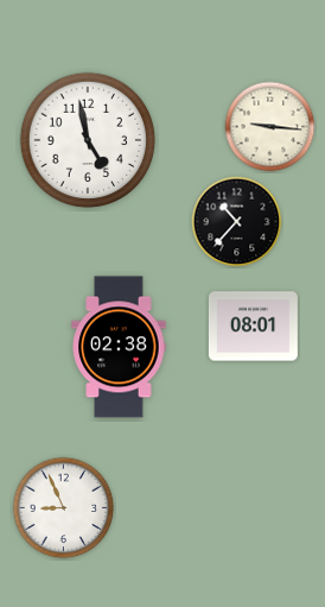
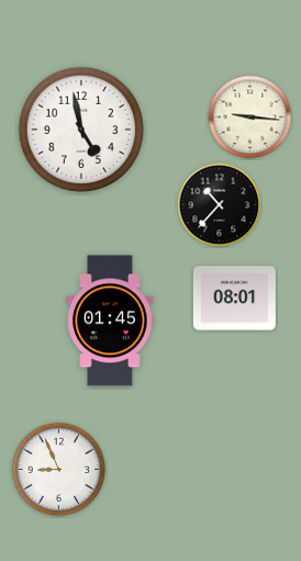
clock at (253, 327) position: (253, 327) -> (234, 299)
clock at (119, 347): 02:38 -> 01:45
